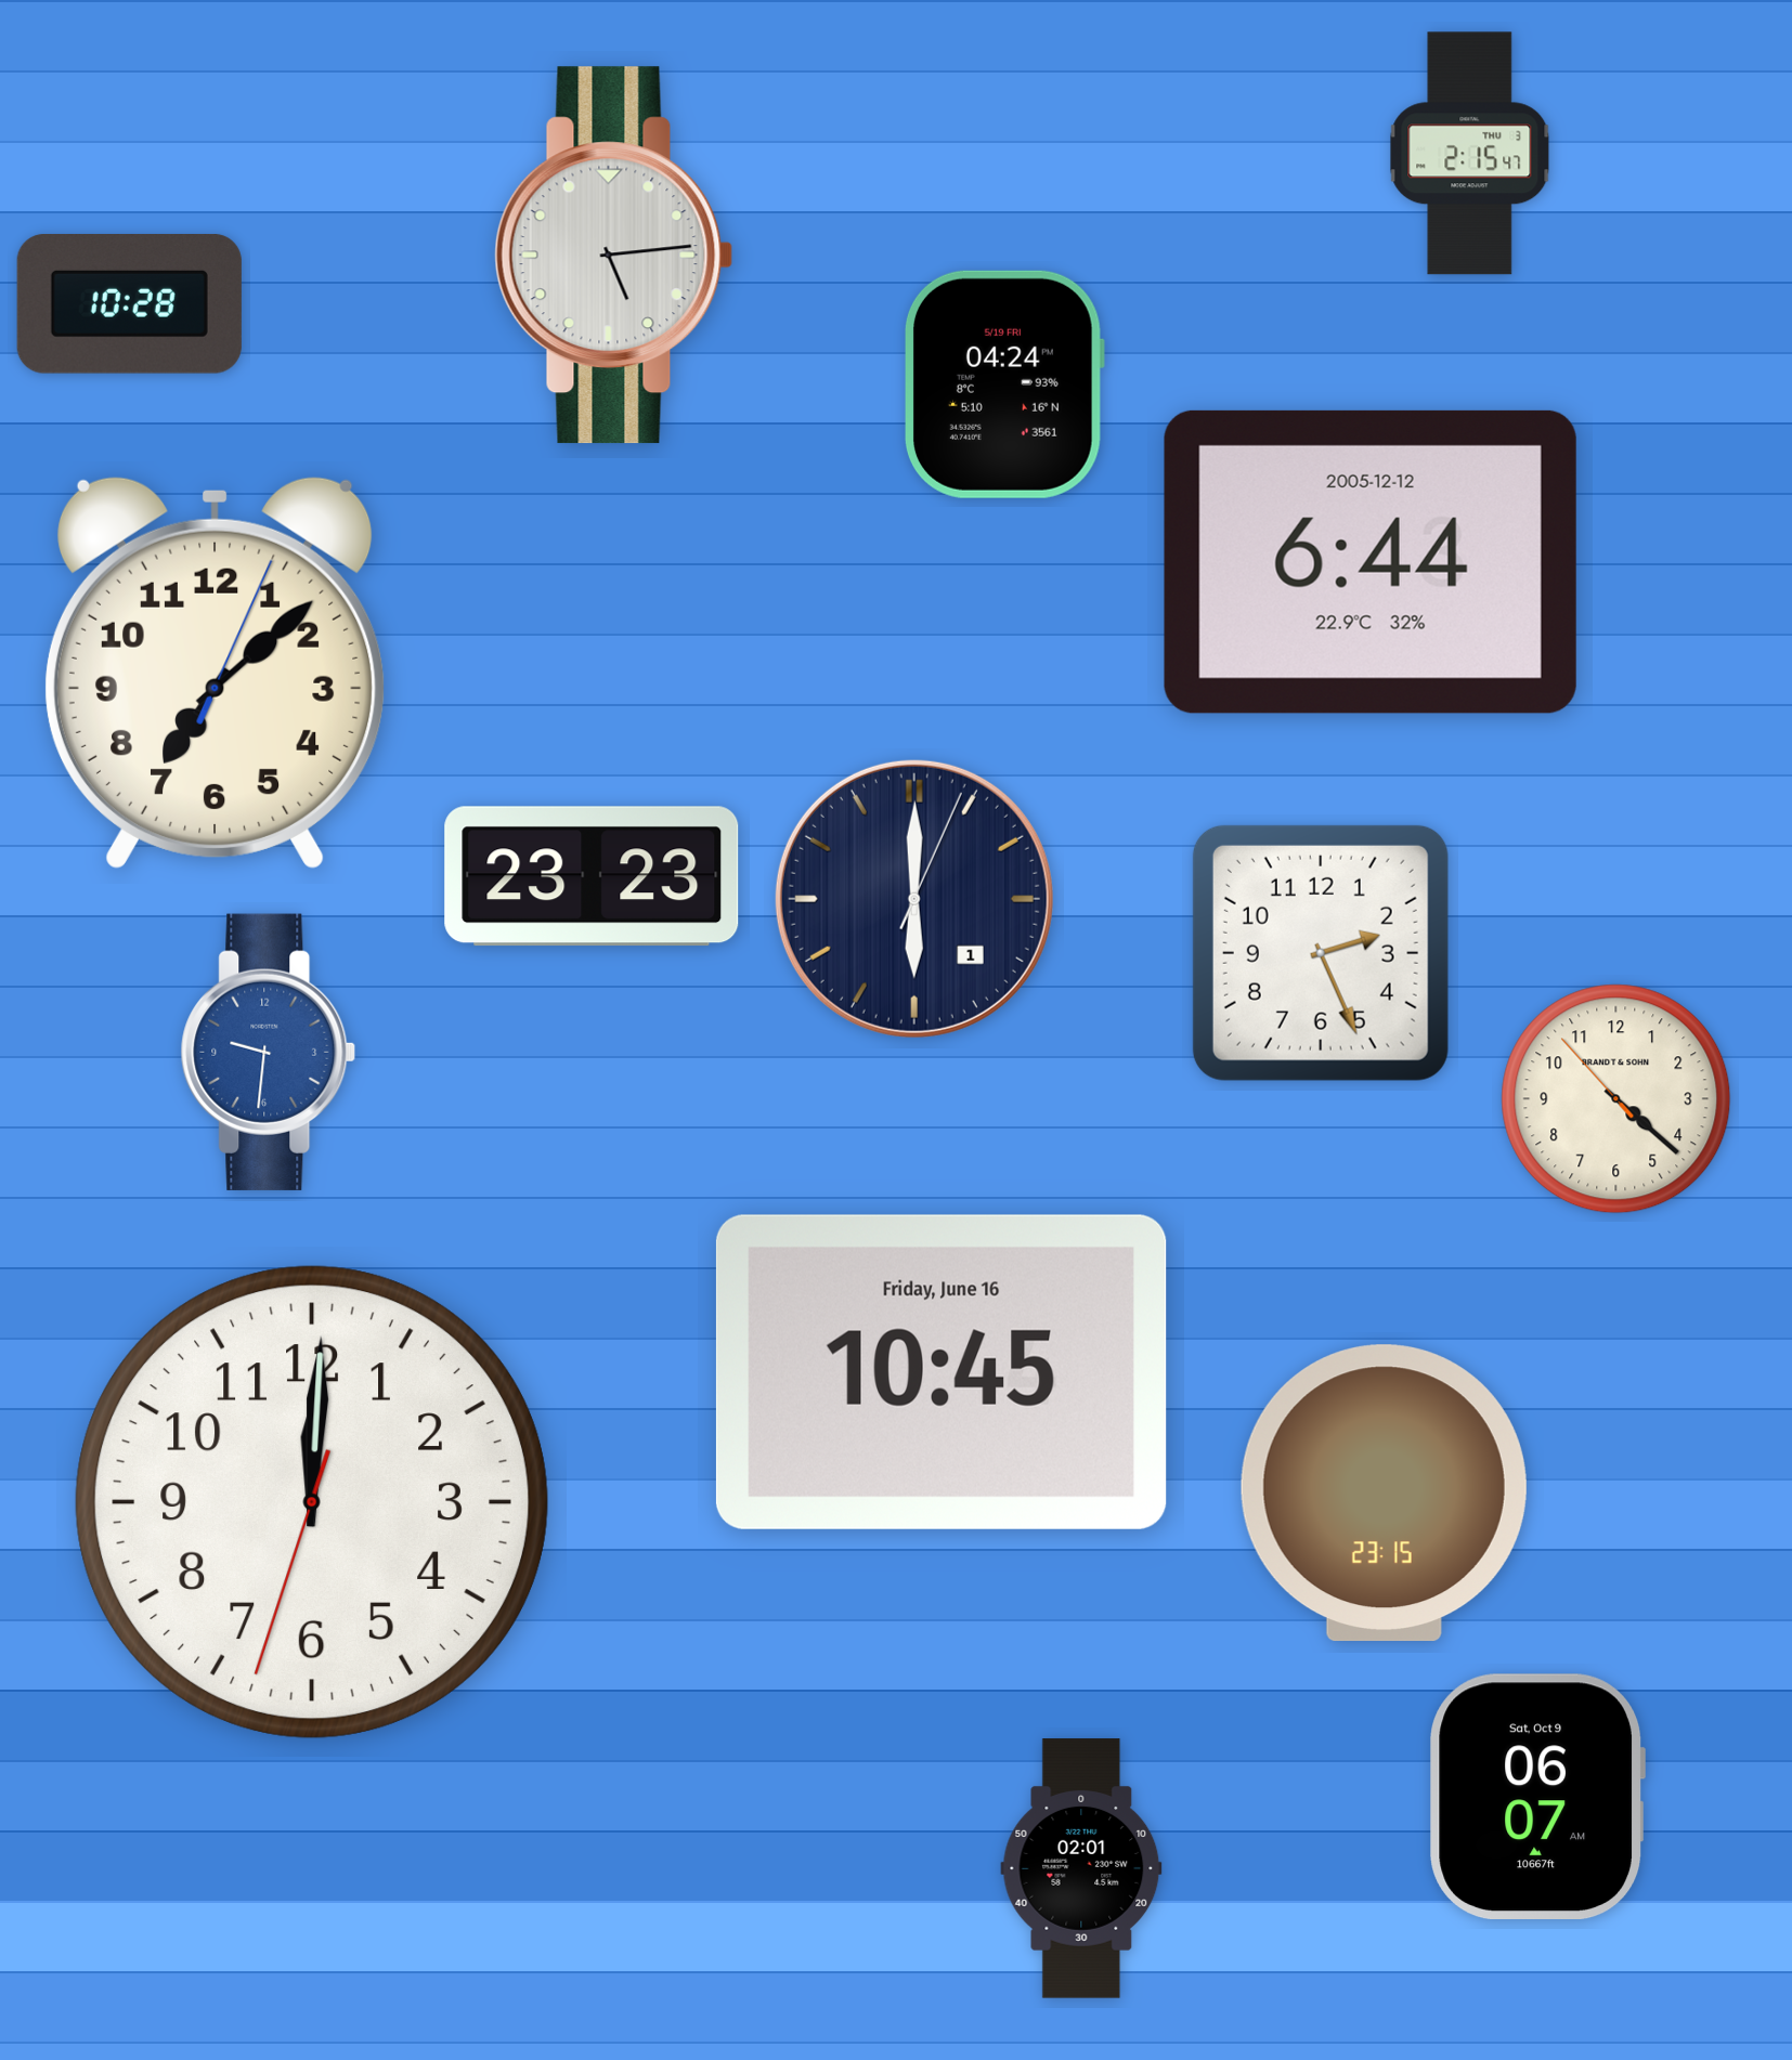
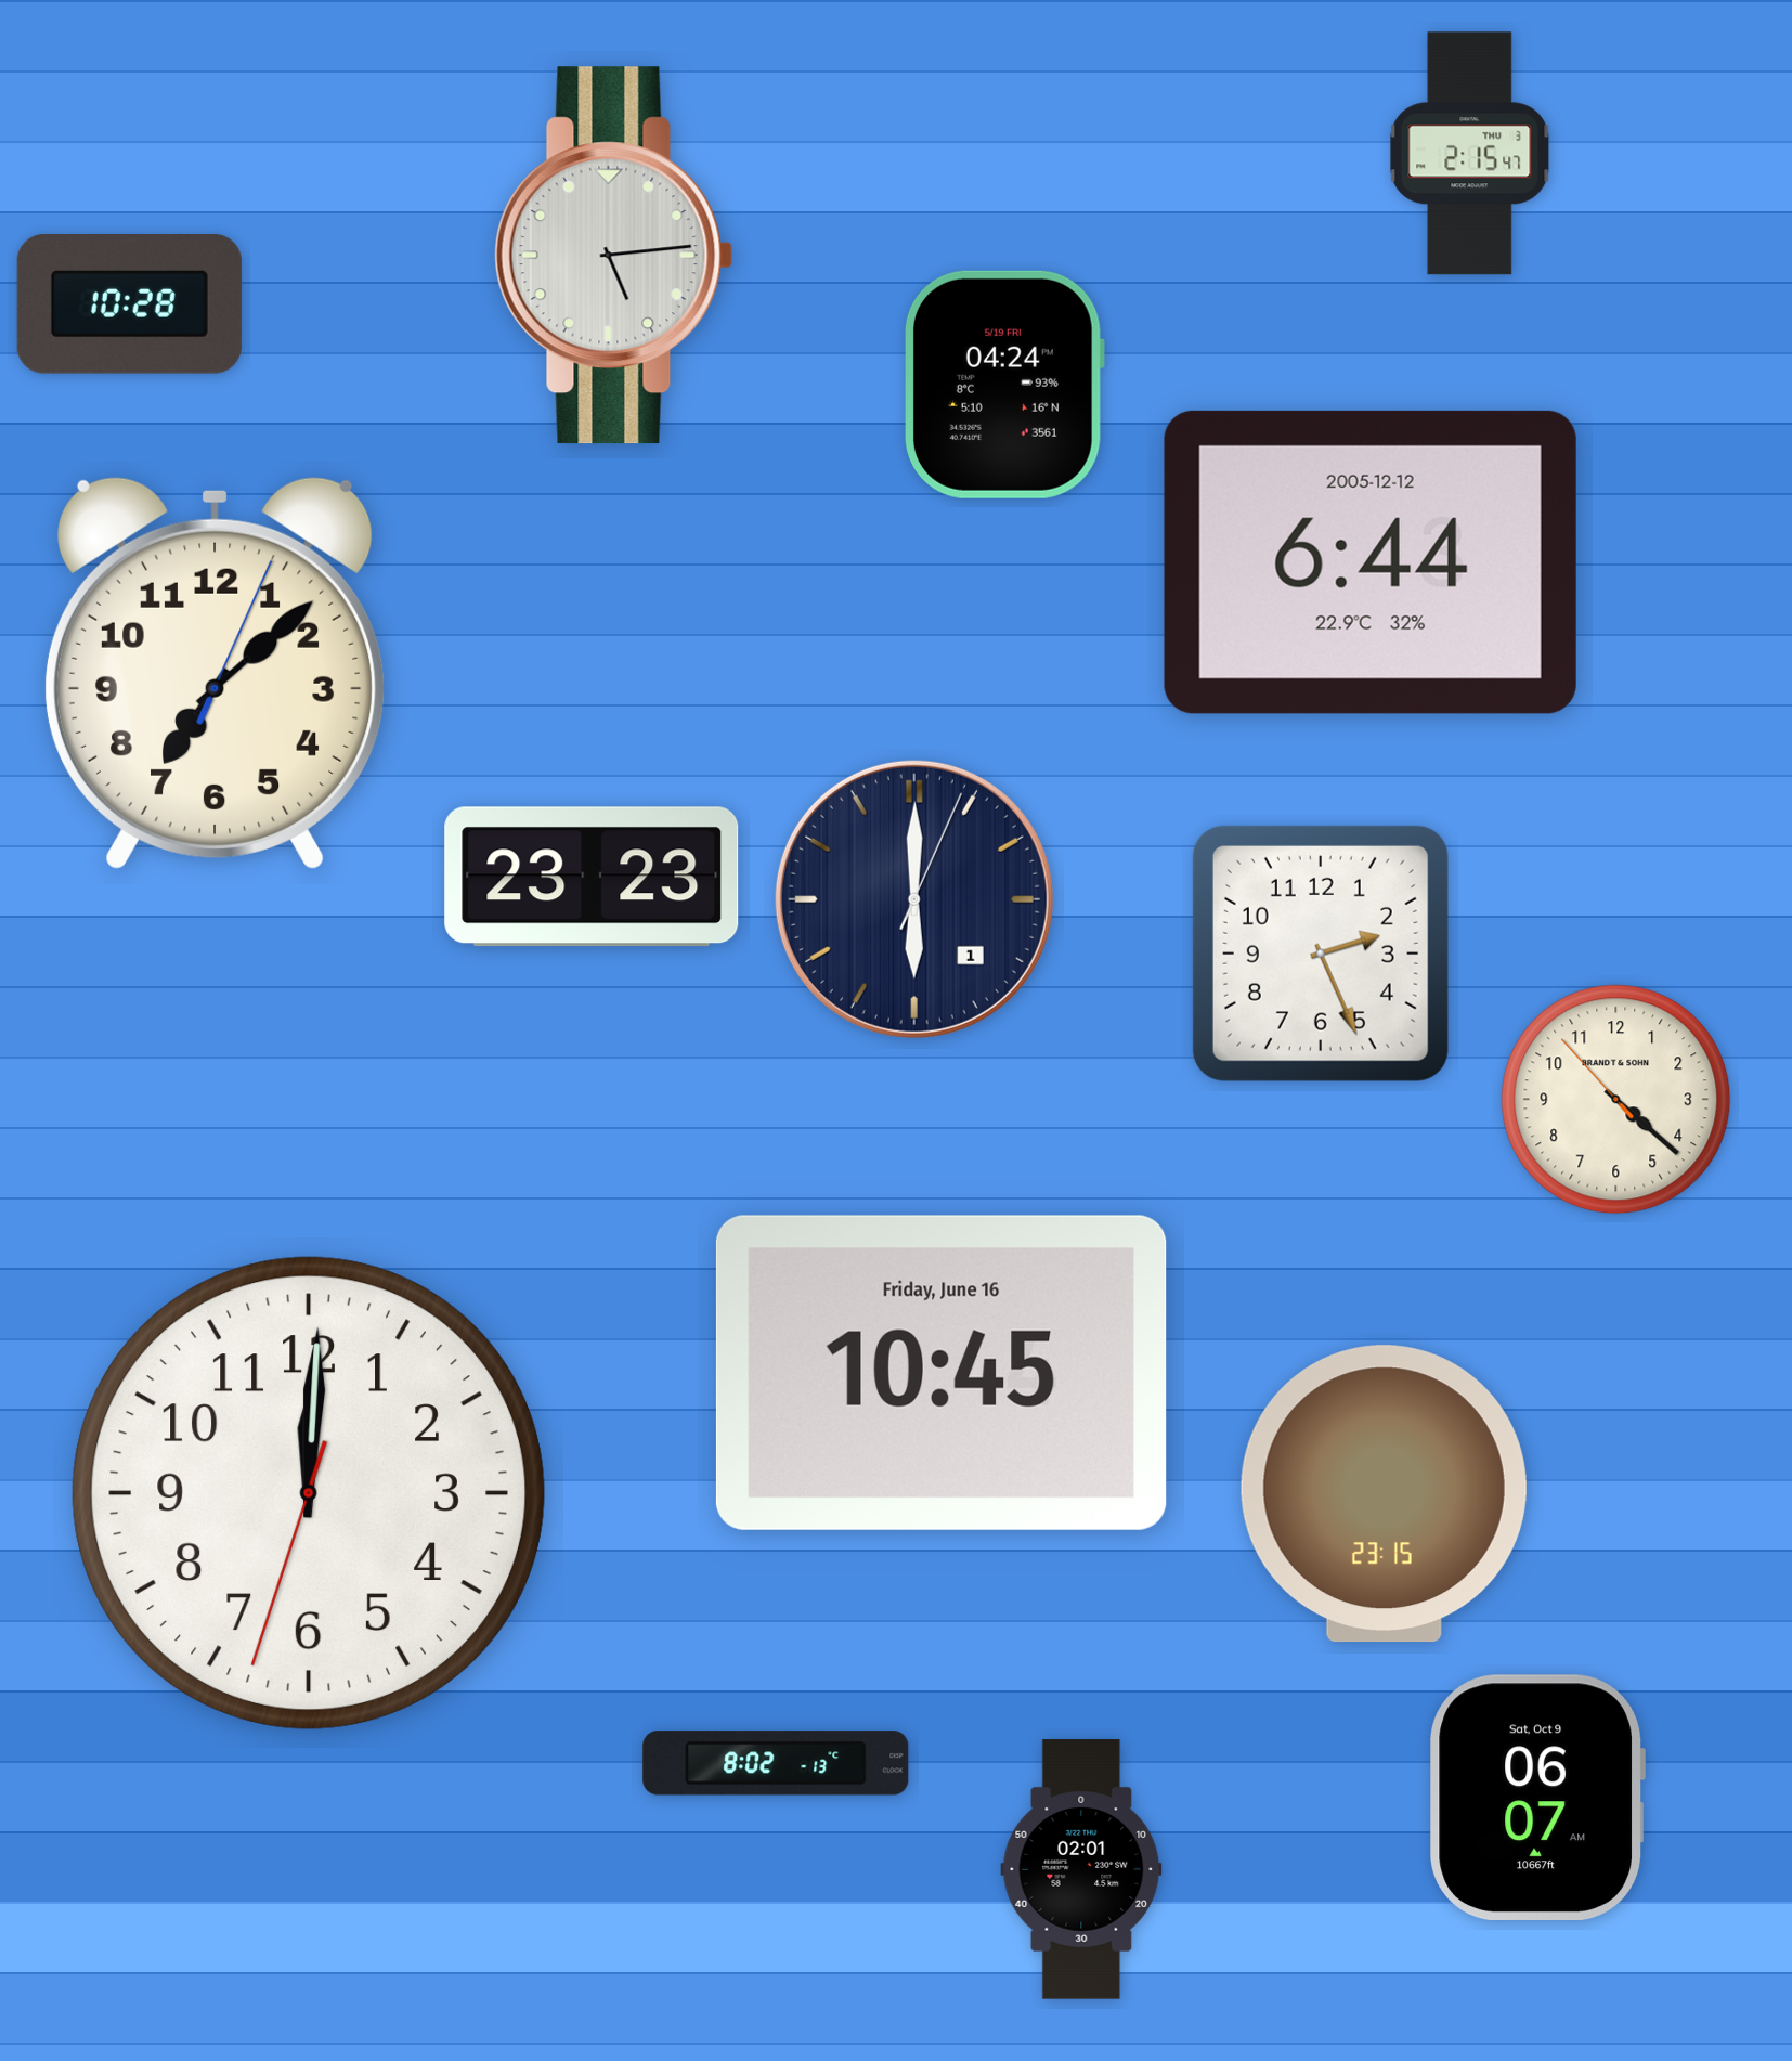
clock at (269, 1052): 9:31 -> none
clock at (312, 1502) position: (312, 1502) -> (309, 1493)
clock at (776, 1763): none -> 8:02
